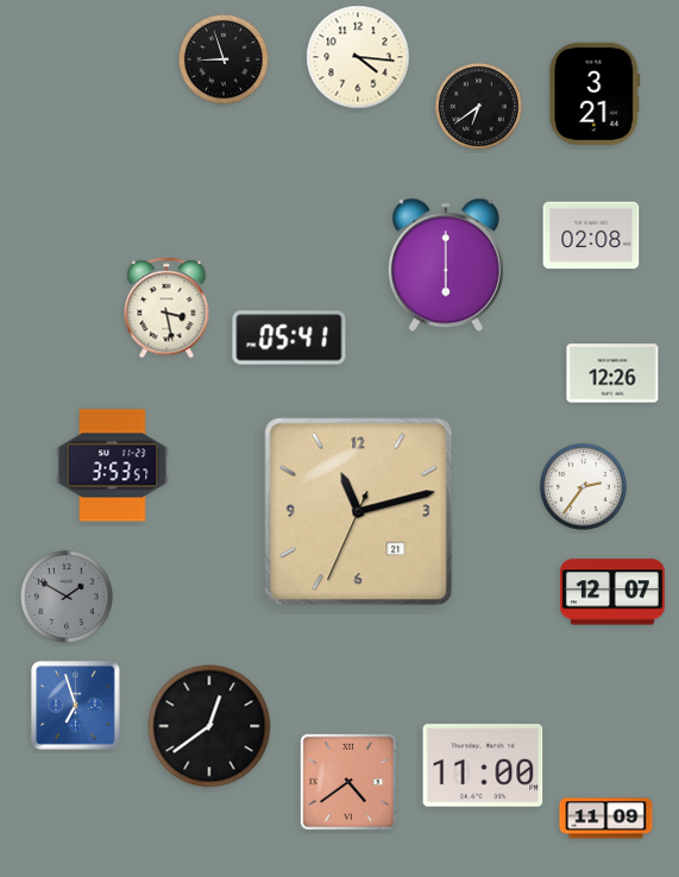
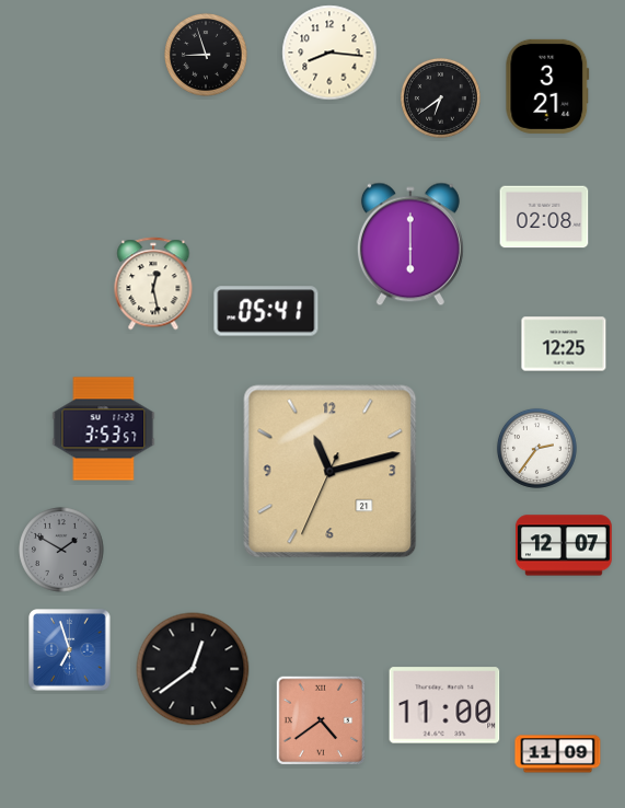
clock at (358, 57): 4:16 -> 8:16
clock at (166, 308): 3:28 -> 12:28
clock at (612, 373): 12:26 -> 12:25
